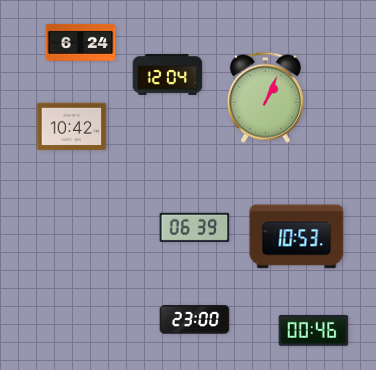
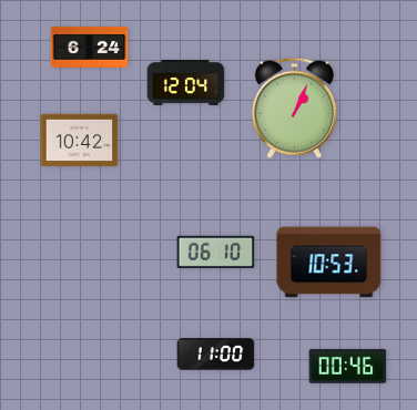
clock at (195, 227): 06:39 -> 06:10
clock at (195, 320): 23:00 -> 11:00
